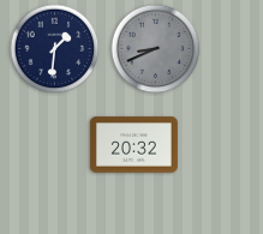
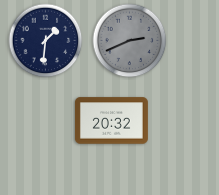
clock at (156, 49): 8:41 -> 2:41
